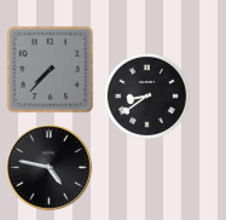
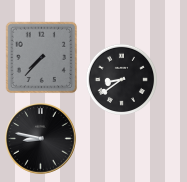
clock at (50, 168): 4:47 -> 8:47
